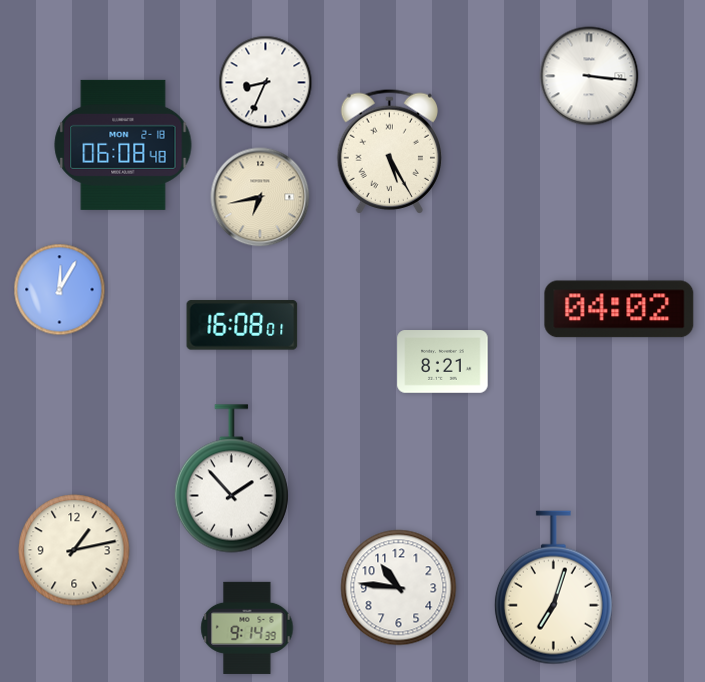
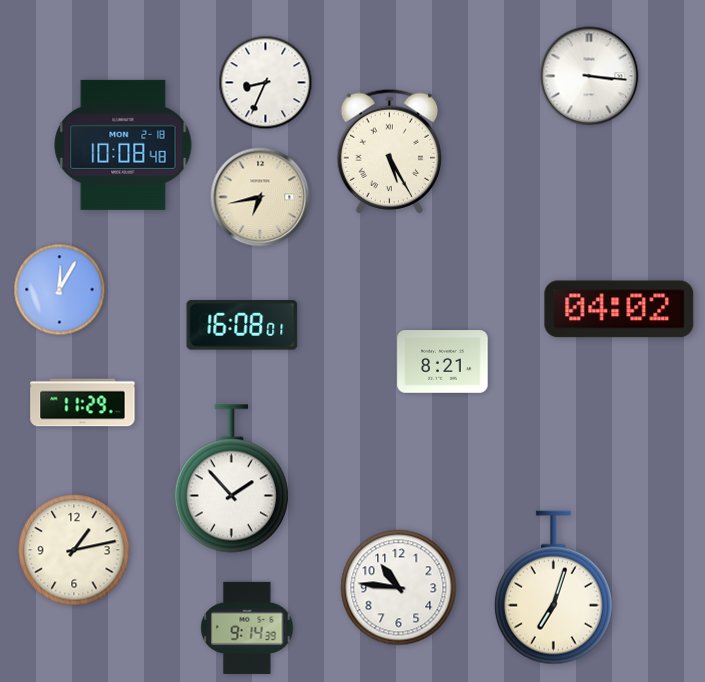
clock at (123, 145): 06:08 -> 10:08
clock at (83, 403): none -> 11:29
